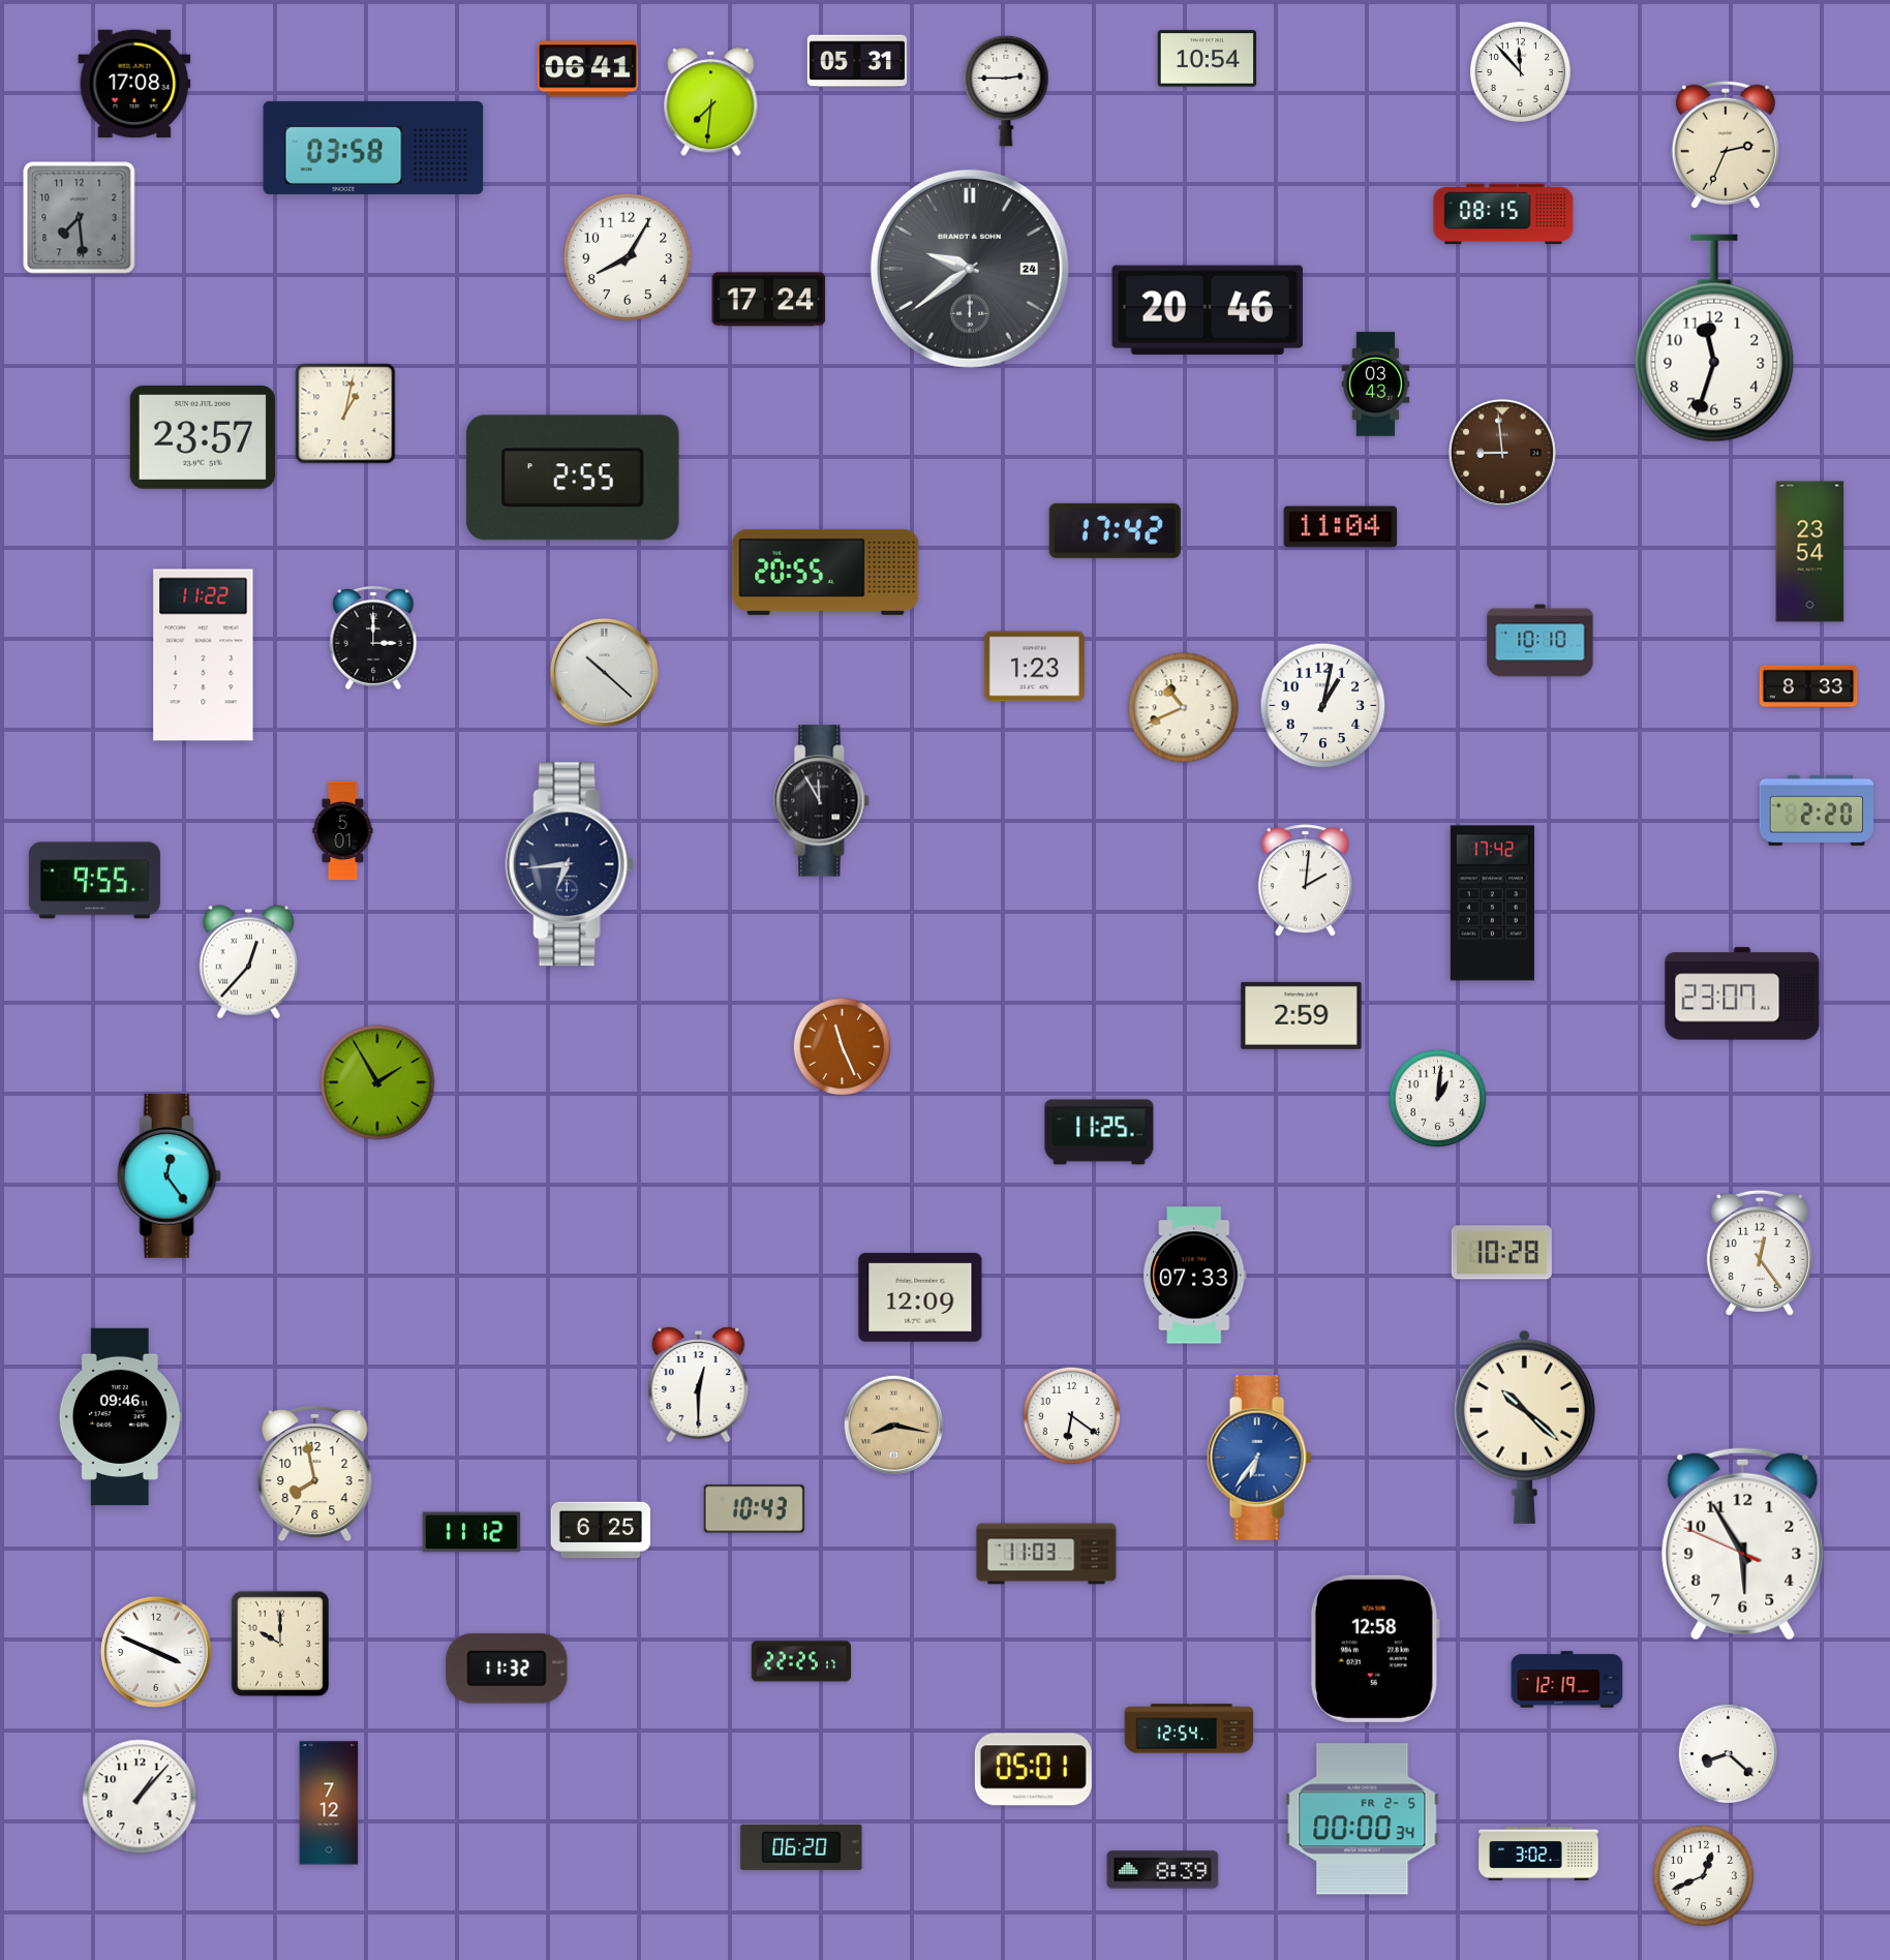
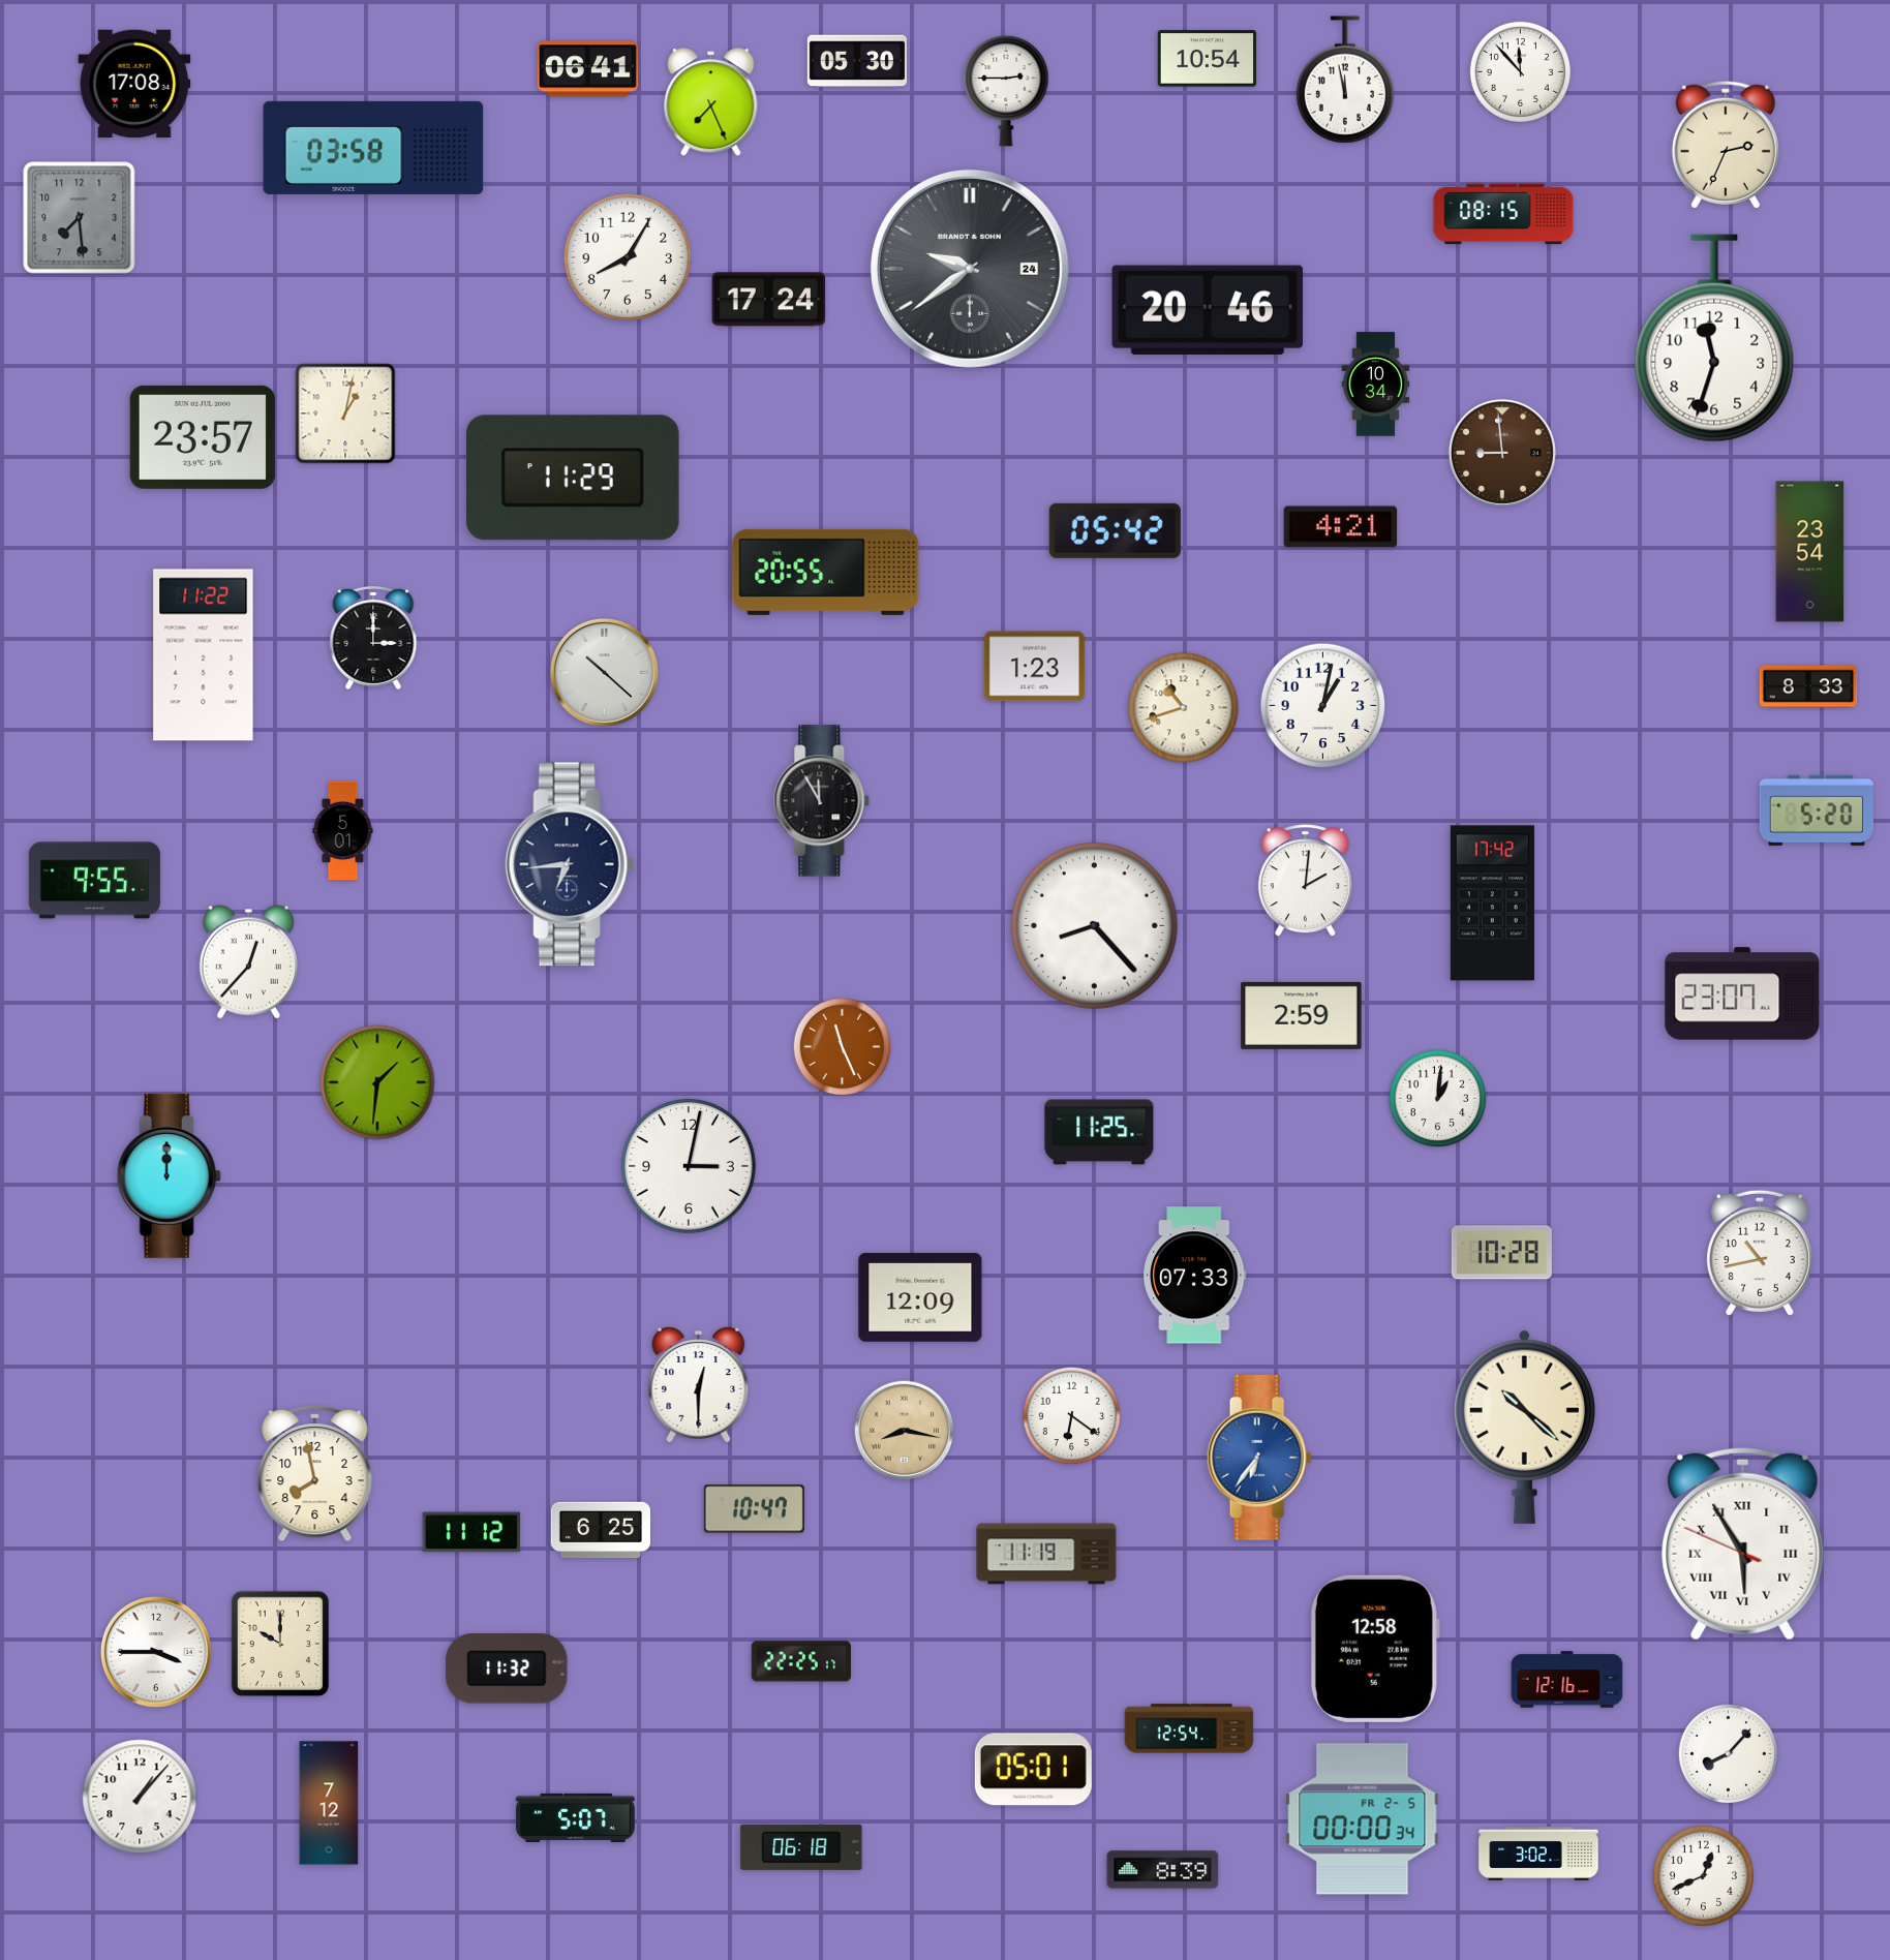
clock at (856, 61): 05:31 -> 05:30
clock at (1345, 80): none -> 11:58
clock at (711, 102): 7:31 -> 7:26
clock at (1376, 385): 03:43 -> 10:34
clock at (573, 478): 2:55 -> 11:29
clock at (1341, 527): 11:04 -> 4:21
clock at (1115, 530): 17:42 -> 05:42
clock at (1541, 641): 10:10 -> none
clock at (1184, 708): 10:41 -> 10:42
clock at (1816, 810): 2:20 -> 5:20
clock at (1095, 926): none -> 8:23
clock at (377, 1082): 1:55 -> 1:31
clock at (689, 1166): none -> 3:02
clock at (169, 1175): 12:24 -> 12:00
clock at (1760, 1253): 12:24 -> 10:43
clock at (120, 1416): 09:46 -> none
clock at (894, 1426) position: (894, 1426) -> (905, 1431)
clock at (754, 1509): 10:43 -> 10:47
clock at (1743, 1543) numerals: Arabic -> Roman
clock at (1046, 1554): 11:03 -> 11:19
clock at (156, 1652): 3:49 -> 3:45
clock at (1567, 1680): 12:19 -> 12:16
clock at (1728, 1753): 8:22 -> 8:07
clock at (576, 1817): none -> 5:07
clock at (801, 1847): 06:20 -> 06:18
